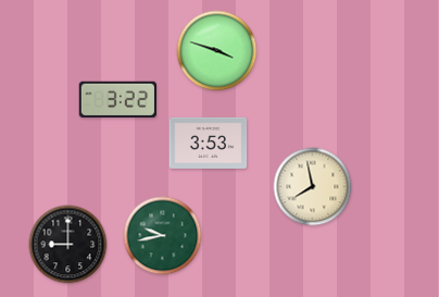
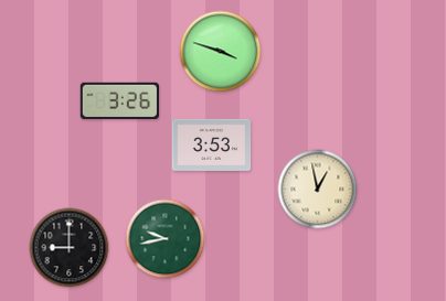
clock at (118, 100): 3:22 -> 3:26
clock at (313, 187): 7:58 -> 12:58
